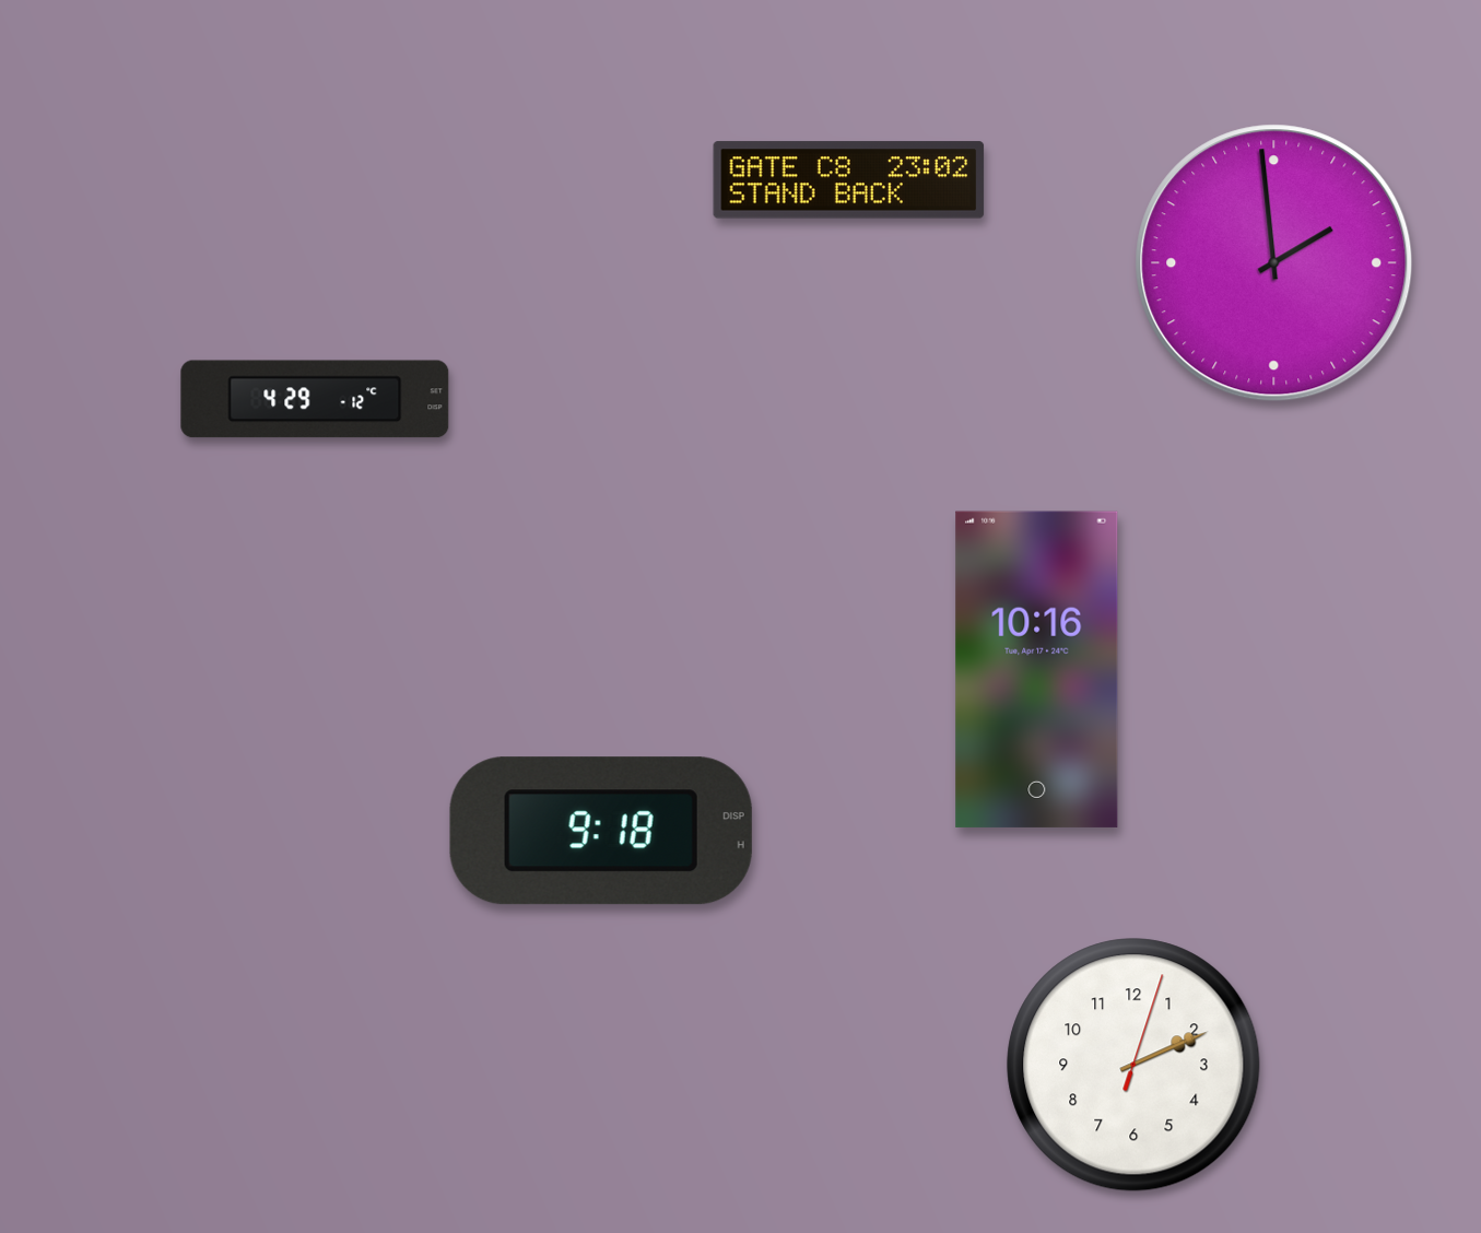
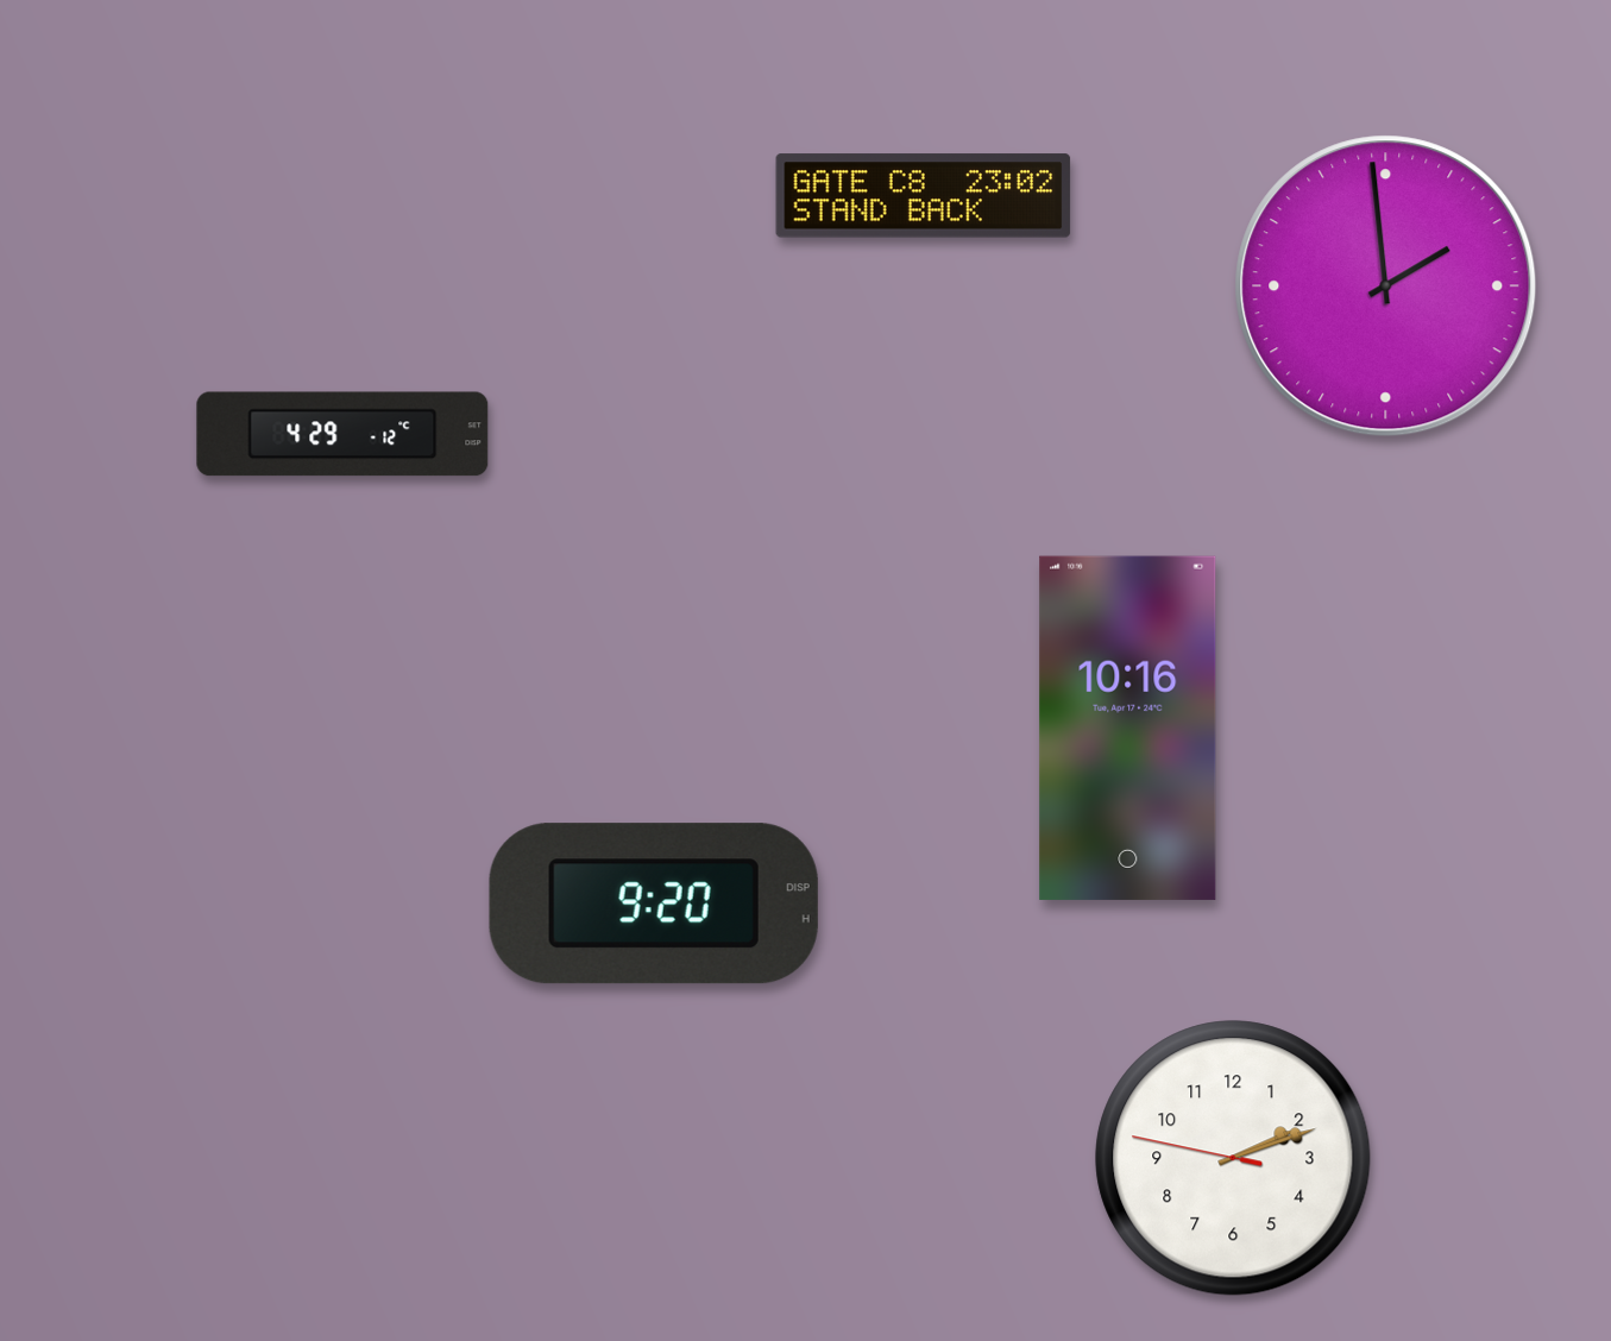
clock at (601, 831): 9:18 -> 9:20
clock at (1133, 1065): 2:11:03 -> 2:11:47
